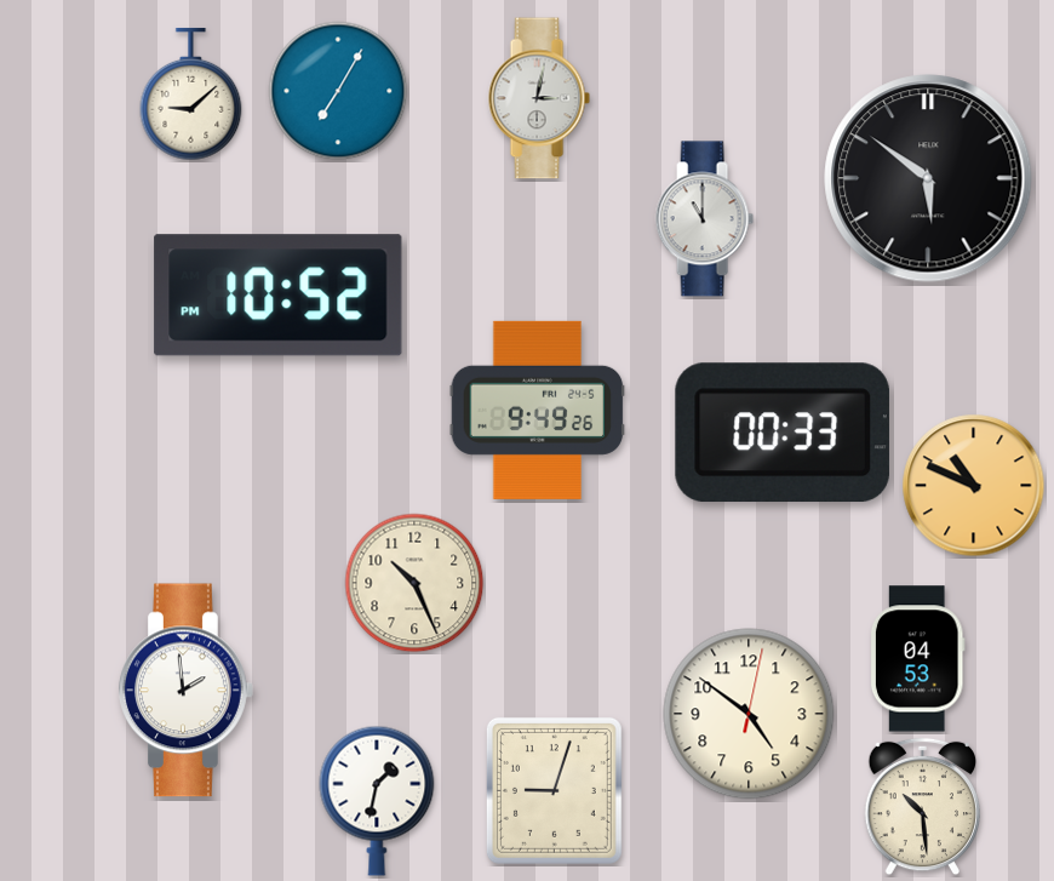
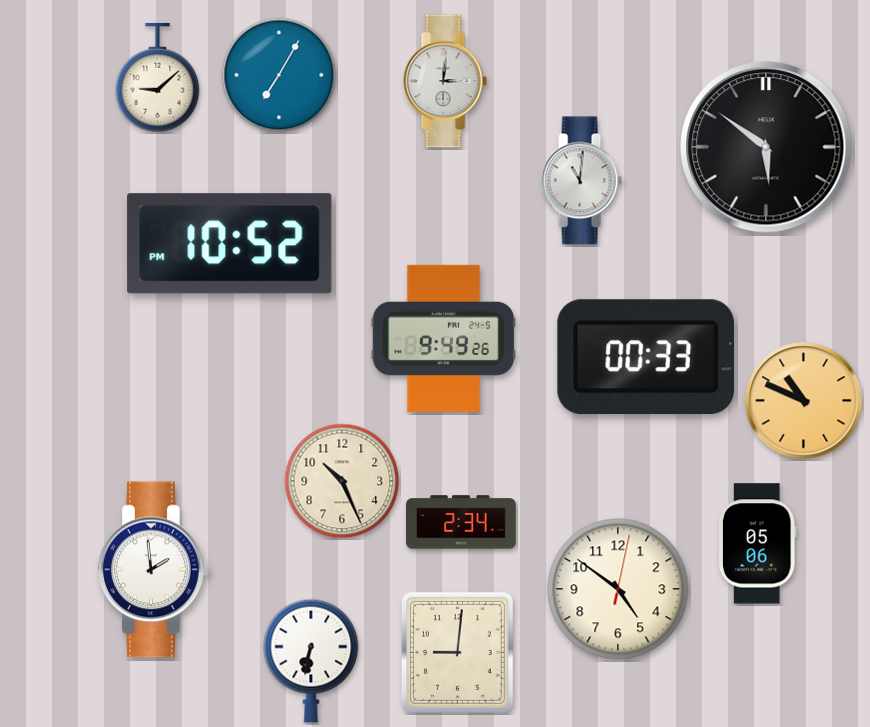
clock at (539, 98): 3:02 -> 3:01
clock at (704, 219): 11:00 -> 11:01
clock at (462, 522): none -> 2:34
clock at (917, 659): 04:53 -> 05:06
clock at (554, 790): 9:03 -> 9:01
clock at (377, 801): 1:32 -> 6:32
clock at (923, 807): 10:29 -> none
